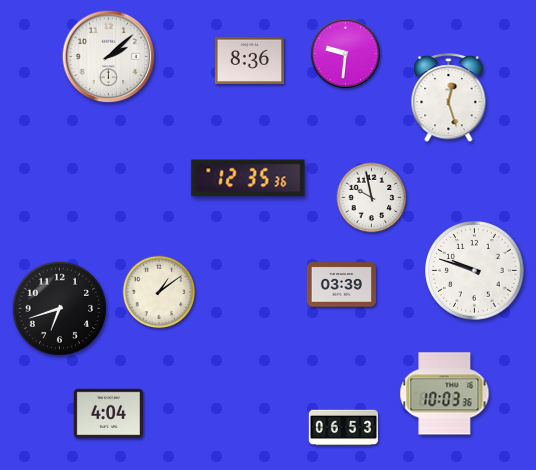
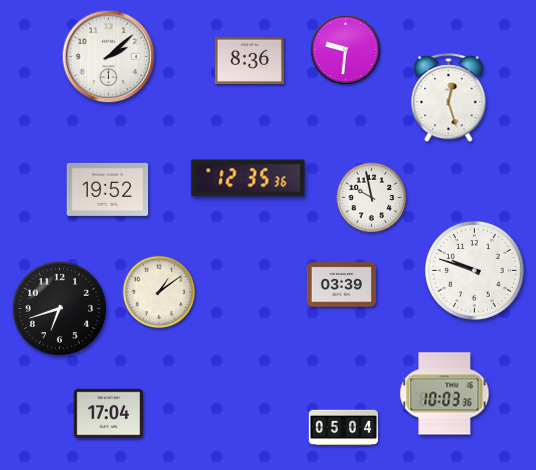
clock at (345, 53) position: (345, 53) -> (345, 49)
clock at (108, 189): none -> 19:52
clock at (108, 414): 4:04 -> 17:04
clock at (344, 428): 06:53 -> 05:04
